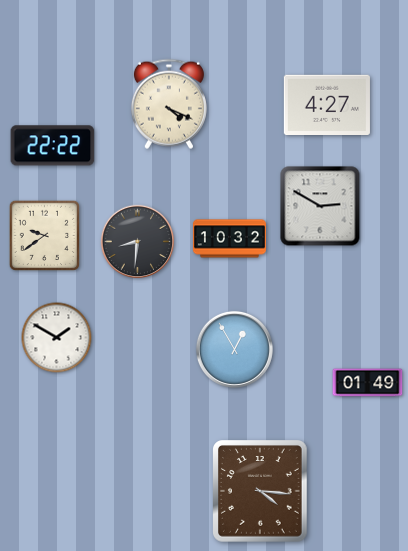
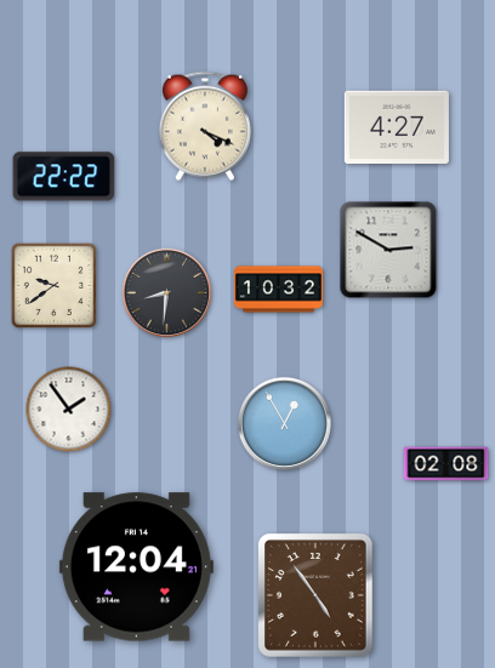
clock at (57, 338): 1:50 -> 1:54
clock at (368, 383): 01:49 -> 02:08
clock at (136, 567): none -> 12:04
clock at (261, 492): 4:16 -> 4:54
